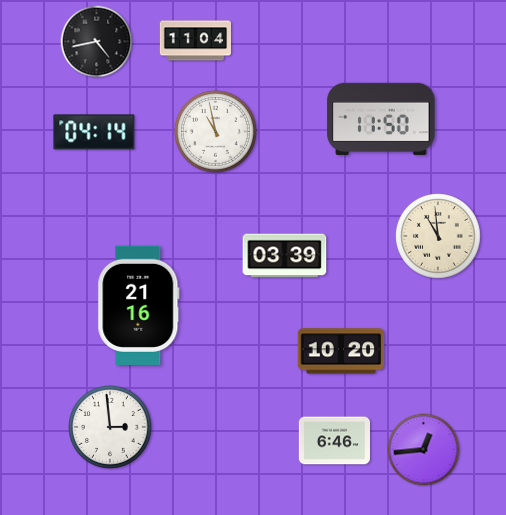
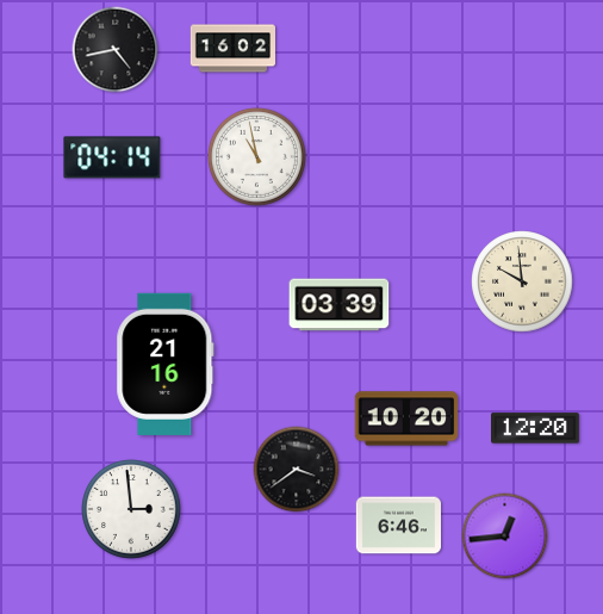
clock at (195, 41): 11:04 -> 16:02
clock at (381, 119): 11:50 -> none
clock at (438, 236): 10:59 -> 9:59
clock at (536, 428): none -> 12:20
clock at (297, 470): none -> 3:39
